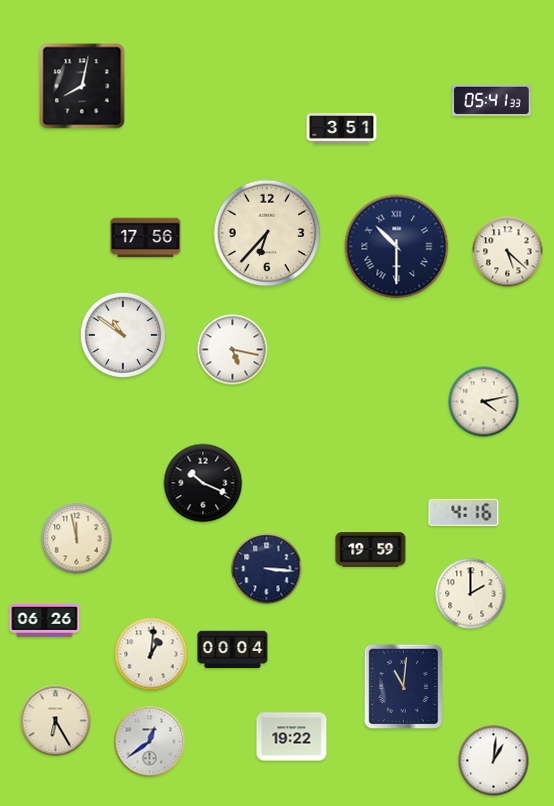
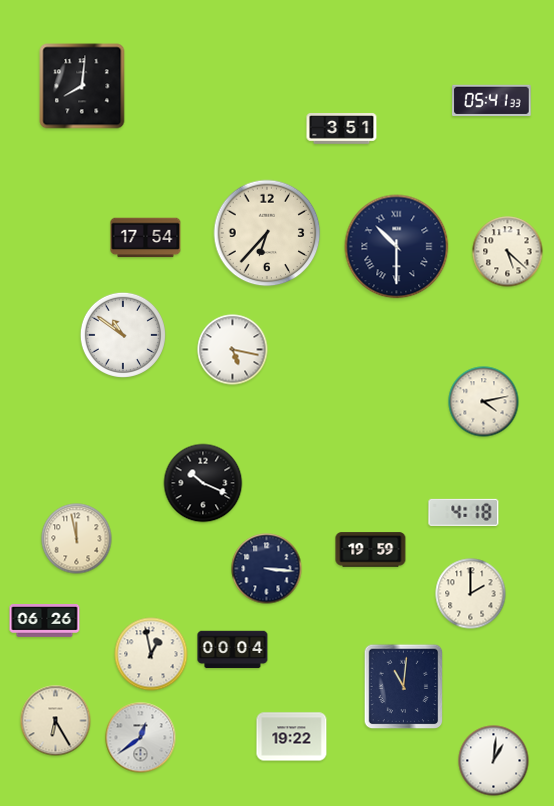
clock at (82, 86): 8:02 -> 8:01
clock at (146, 238): 17:56 -> 17:54
clock at (464, 512): 4:16 -> 4:18
clock at (151, 654): 1:01 -> 12:58
clock at (150, 742) position: (150, 742) -> (141, 738)
